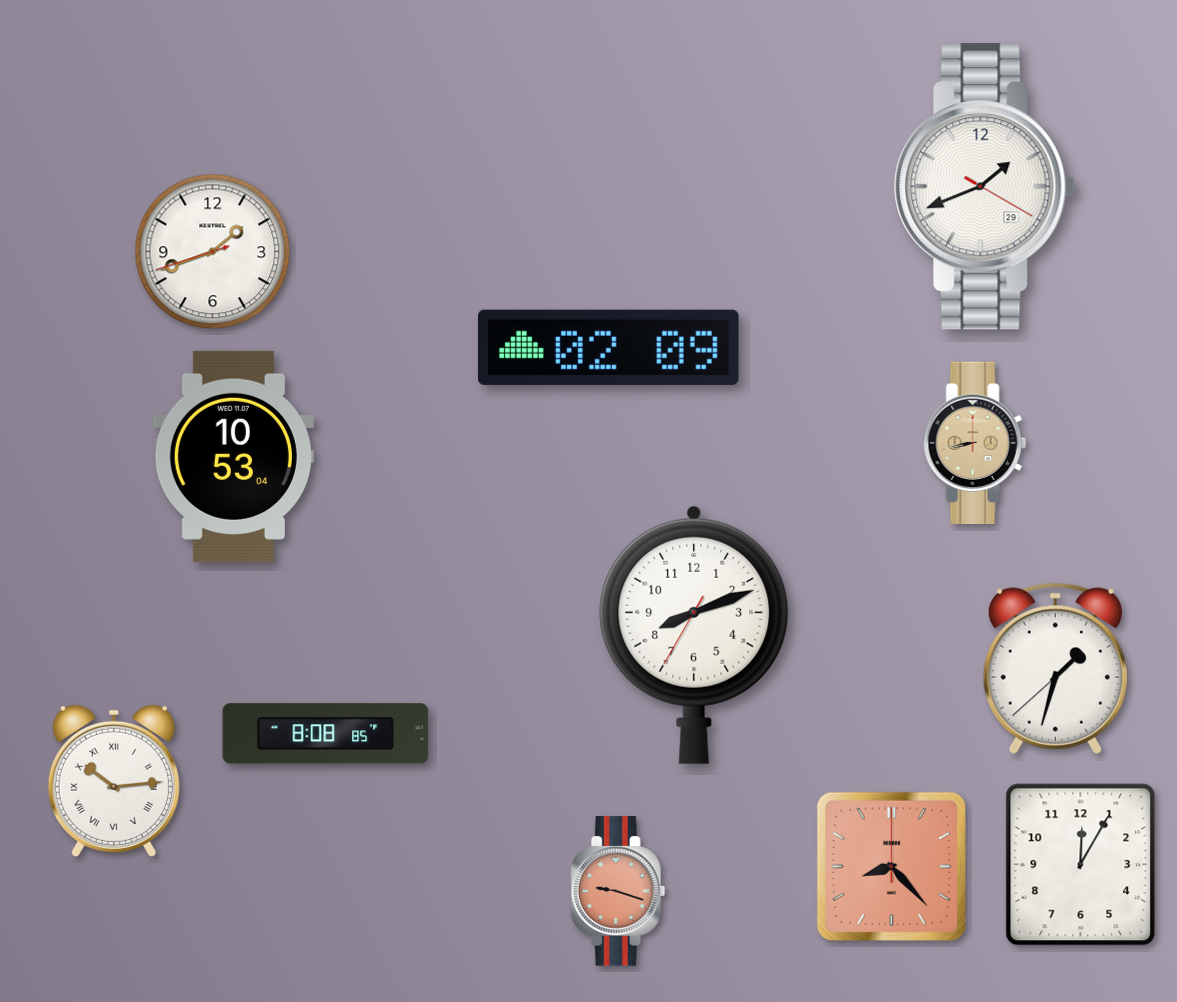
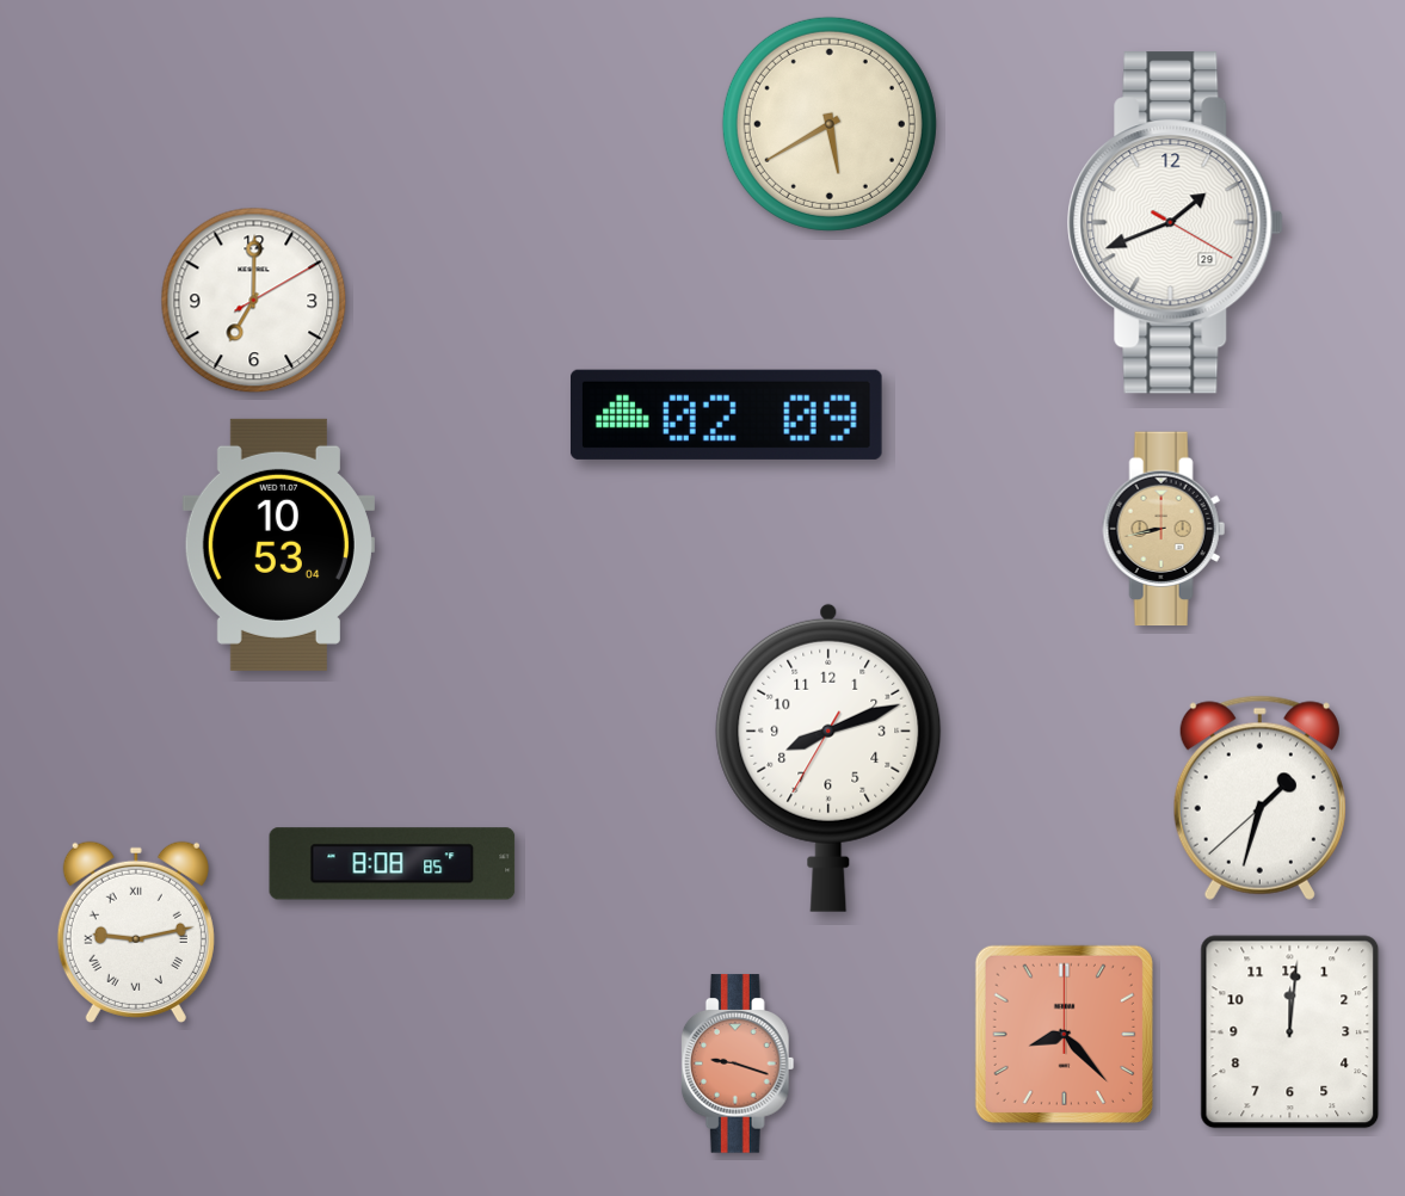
clock at (830, 124): none -> 5:40
clock at (213, 252): 1:41 -> 7:00
clock at (326, 734) position: (326, 734) -> (393, 864)
clock at (114, 781): 10:14 -> 9:13
clock at (1081, 865): 12:05 -> 12:01
